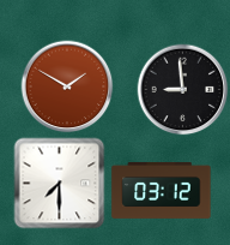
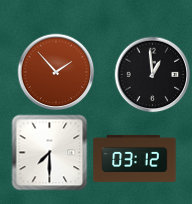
clock at (67, 86): 1:50 -> 1:53
clock at (183, 90): 8:59 -> 12:59
